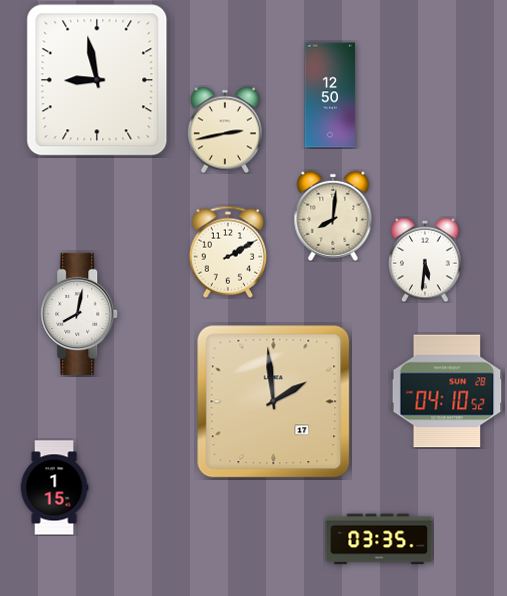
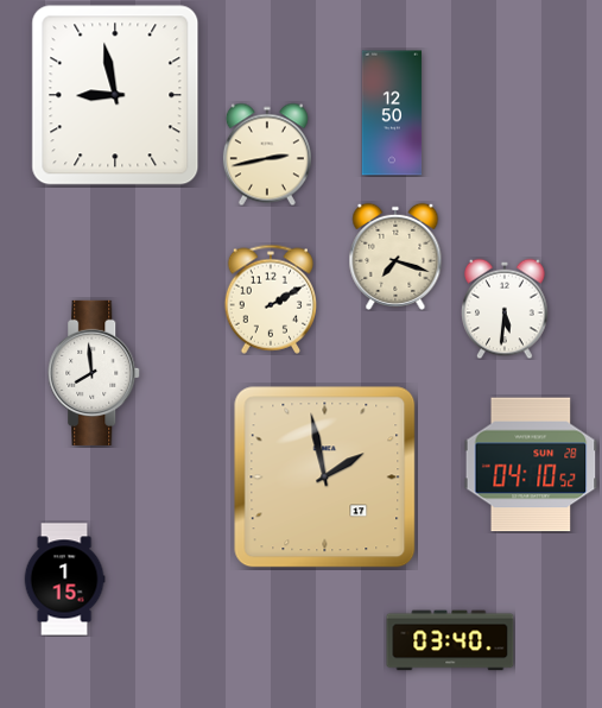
clock at (333, 216): 8:01 -> 7:18
clock at (80, 314): 8:02 -> 7:59
clock at (274, 402): 1:59 -> 1:58
clock at (379, 539): 03:35 -> 03:40
